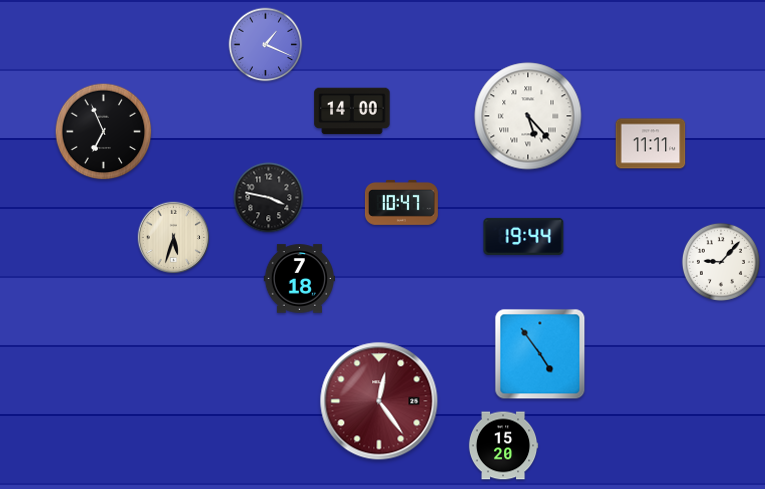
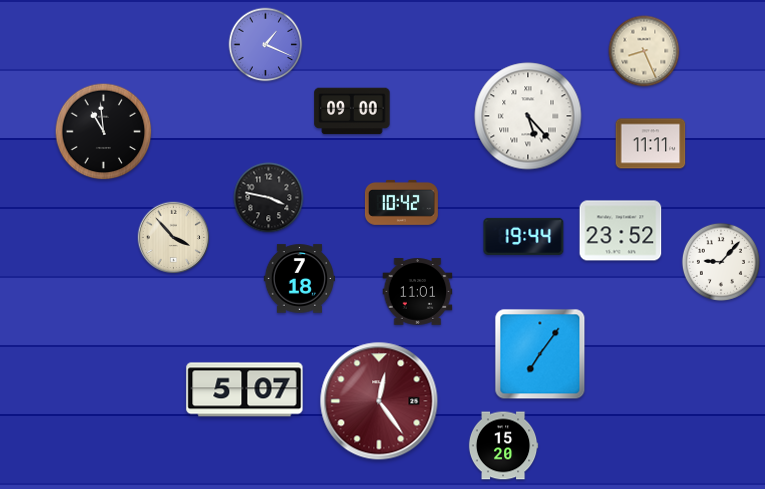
clock at (644, 51): none -> 8:26
clock at (352, 111): 14:00 -> 09:00
clock at (104, 132): 6:56 -> 10:59
clock at (401, 202): 10:47 -> 10:42
clock at (621, 231): none -> 23:52
clock at (174, 238): 5:33 -> 3:53
clock at (418, 292): none -> 11:01
clock at (540, 354): 4:54 -> 7:06
clock at (245, 390): none -> 5:07
